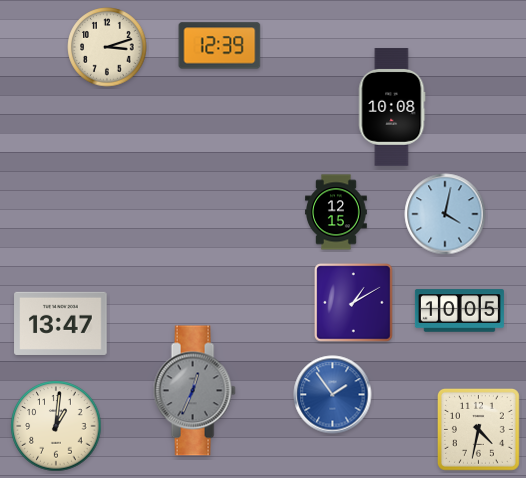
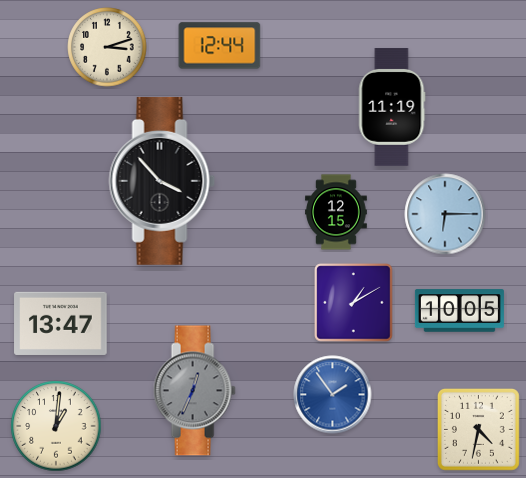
clock at (220, 46): 12:39 -> 12:44
clock at (392, 107): 10:08 -> 11:19
clock at (162, 181): none -> 3:53
clock at (445, 214): 4:02 -> 6:15
